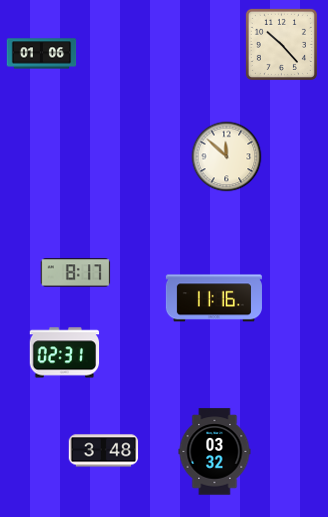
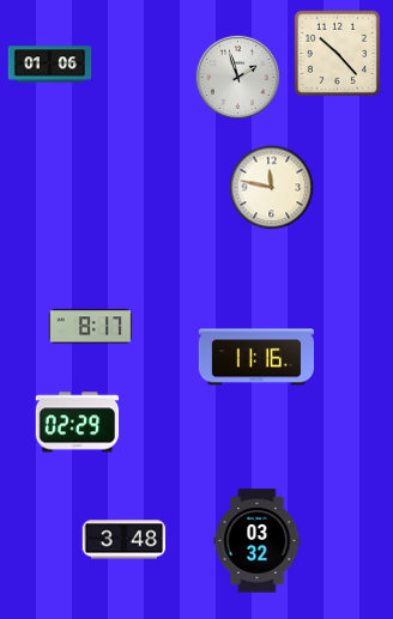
clock at (237, 77): none -> 1:57
clock at (227, 157): 11:52 -> 11:47
clock at (65, 353): 02:31 -> 02:29
